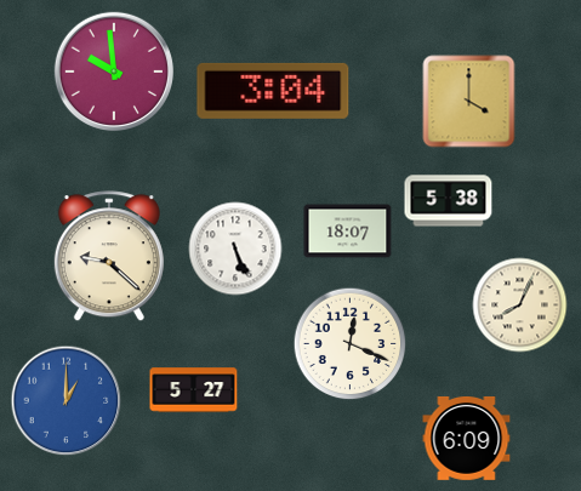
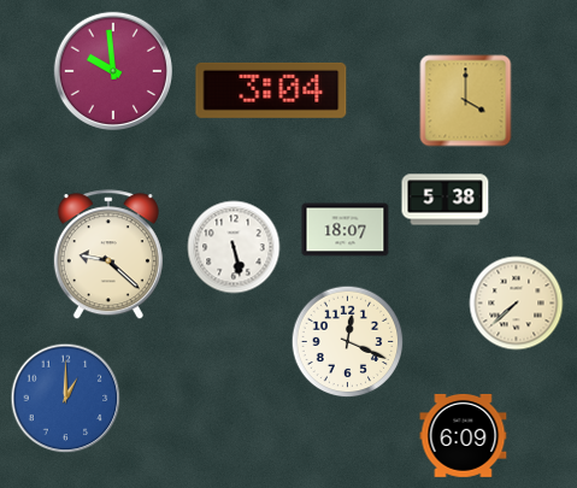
clock at (235, 249): 5:26 -> 5:28
clock at (520, 306): 8:04 -> 7:38
clock at (194, 390): 5:27 -> none
